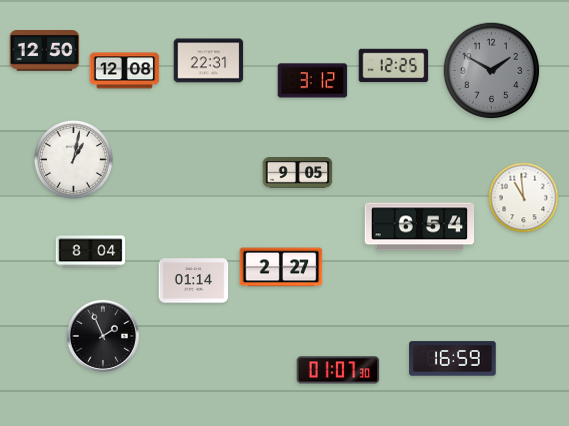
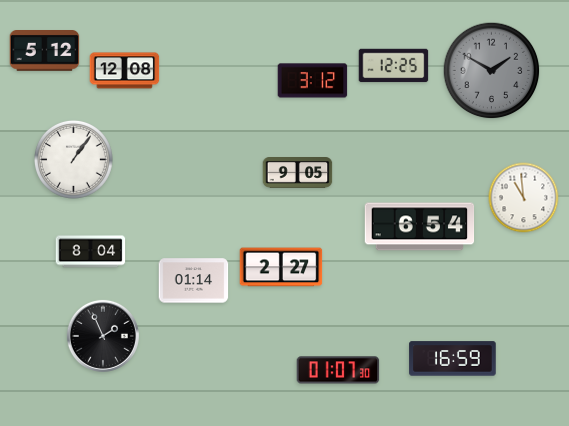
clock at (45, 51): 12:50 -> 5:12
clock at (209, 61): 22:31 -> none
clock at (73, 159): 1:02 -> 1:06
